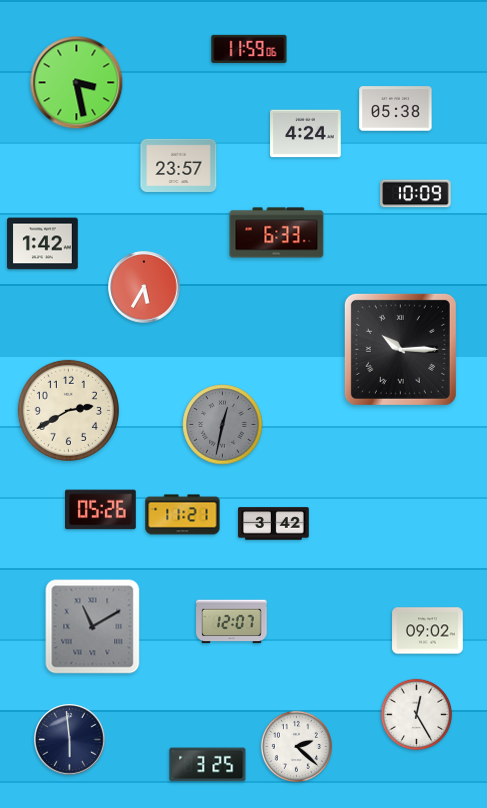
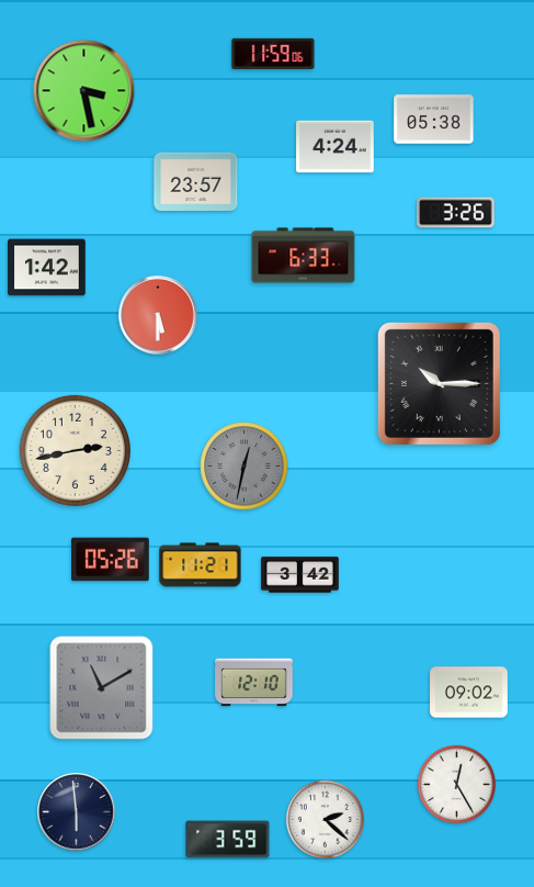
clock at (416, 194): 10:09 -> 3:26
clock at (144, 287): 5:35 -> 5:30
clock at (68, 410): 2:40 -> 2:43
clock at (232, 622): 12:07 -> 12:10
clock at (208, 765): 3:25 -> 3:59
